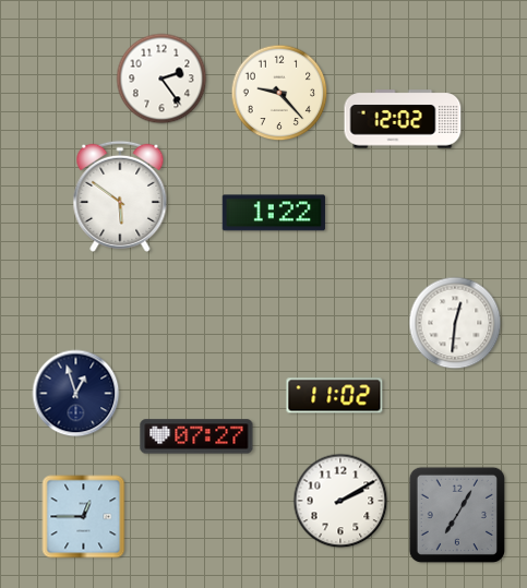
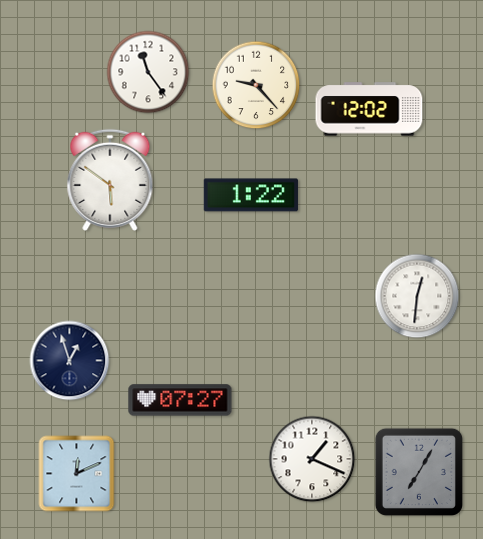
clock at (161, 79): 2:24 -> 11:24
clock at (335, 396): 11:02 -> none
clock at (340, 501): 2:10 -> 1:19
clock at (84, 517): 12:45 -> 12:11
